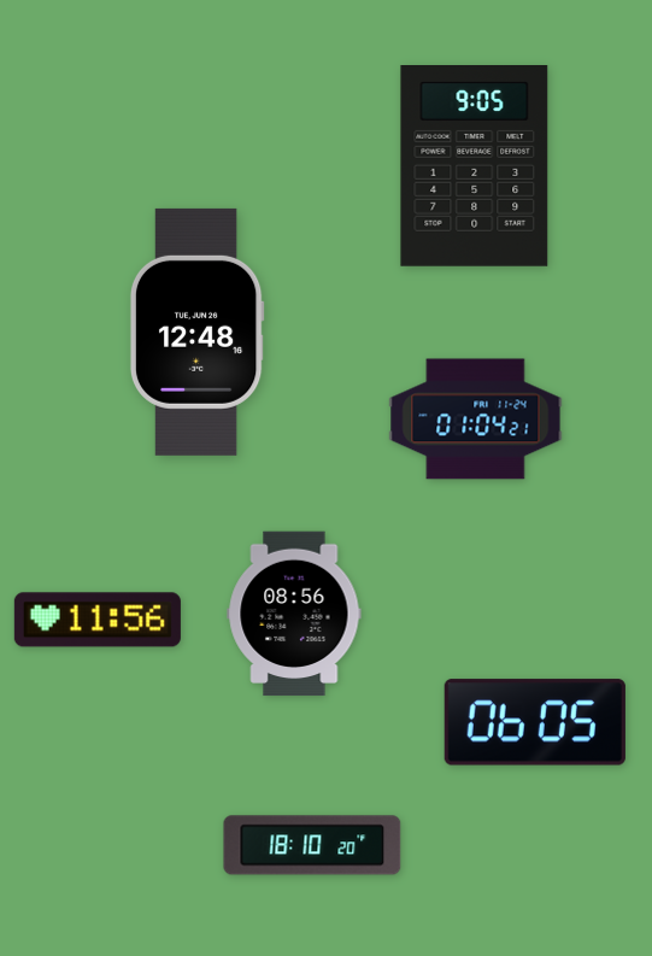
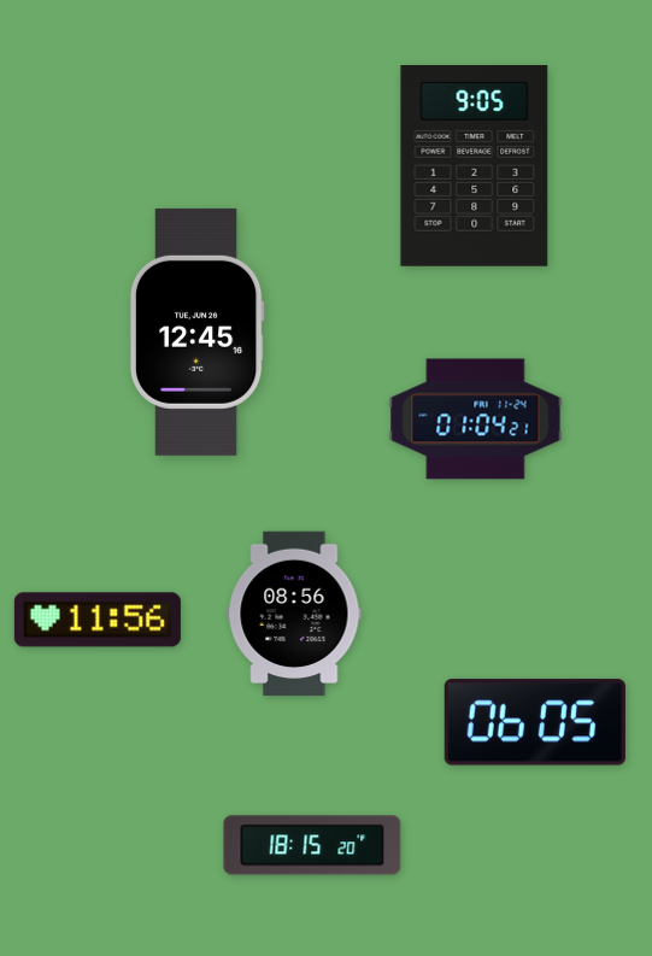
clock at (196, 332): 12:48 -> 12:45
clock at (312, 845): 18:10 -> 18:15
